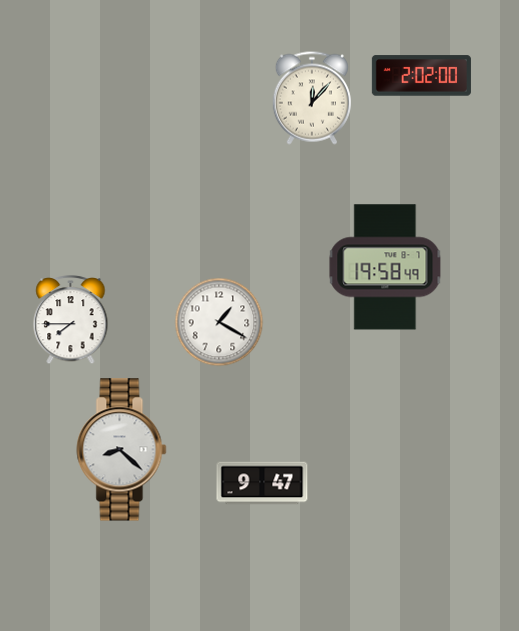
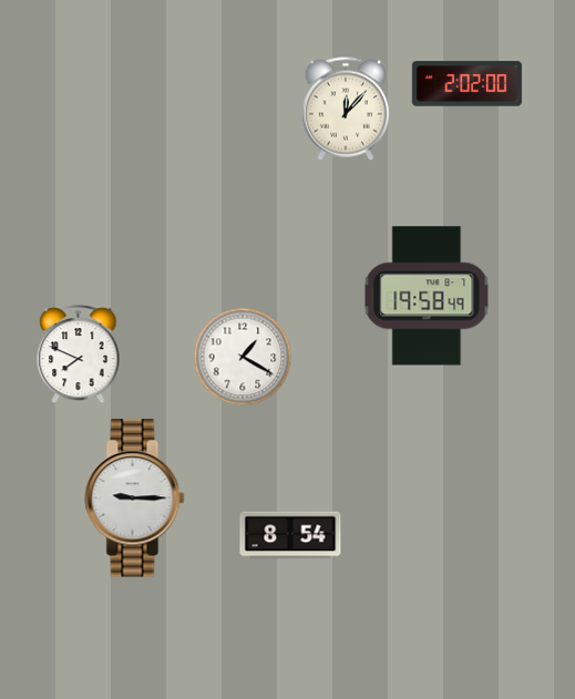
clock at (71, 320): 7:45 -> 7:49
clock at (122, 450): 8:22 -> 9:15
clock at (262, 483): 9:47 -> 8:54
